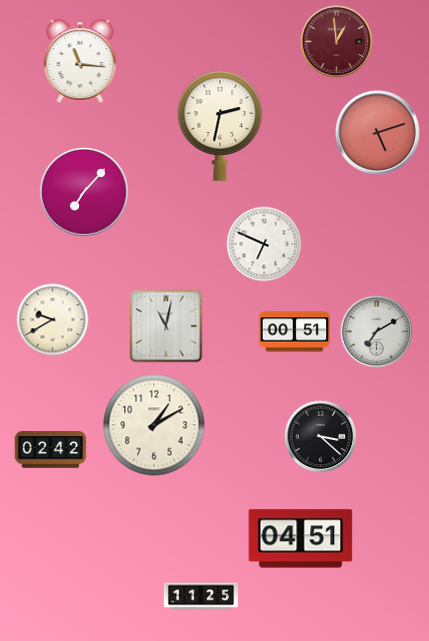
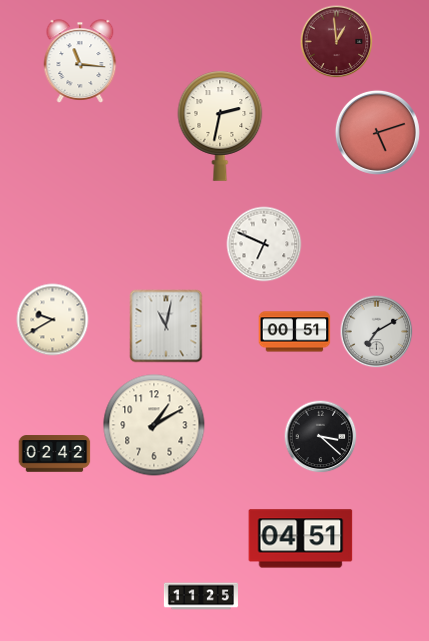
clock at (84, 192): 7:07 -> none
clock at (51, 450) position: (51, 450) -> (55, 454)
